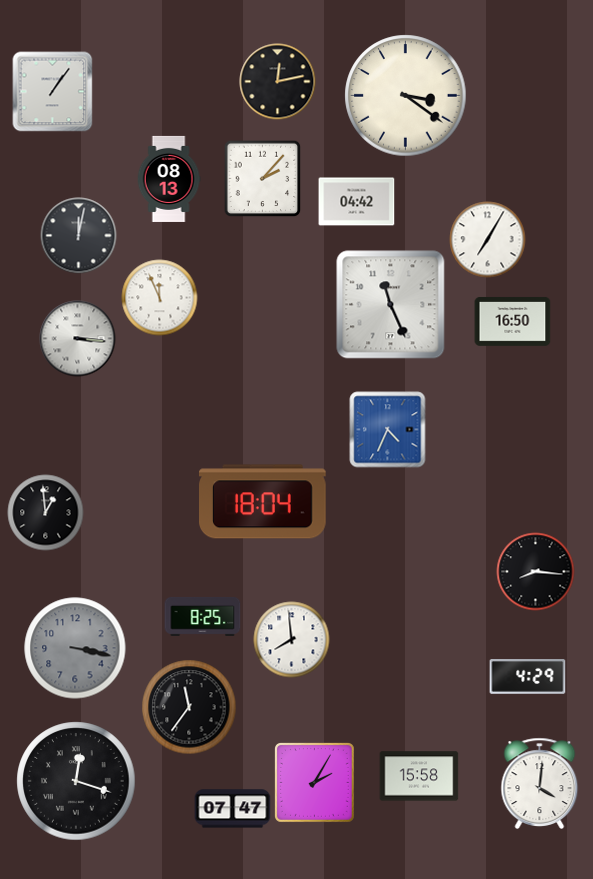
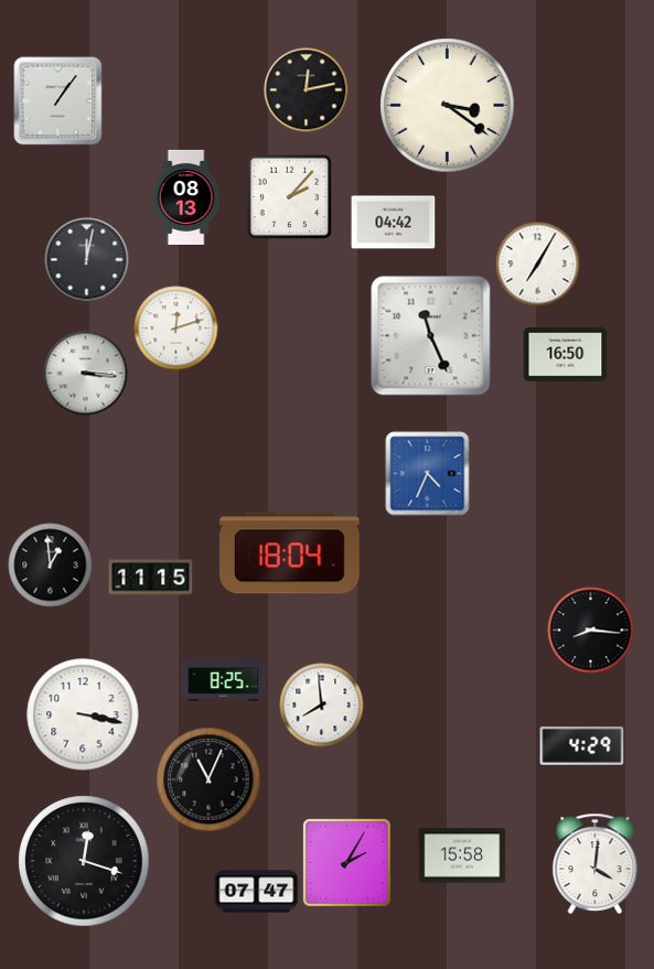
clock at (160, 298): 11:56 -> 12:12
clock at (151, 578): none -> 11:15
clock at (75, 648) dial: grey -> white
clock at (189, 707): 11:36 -> 11:04
